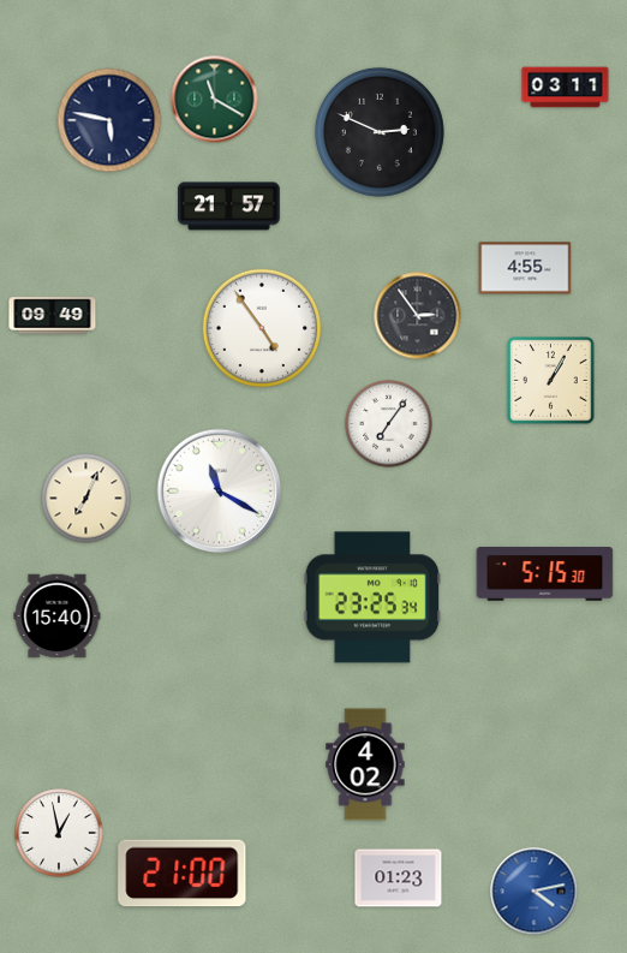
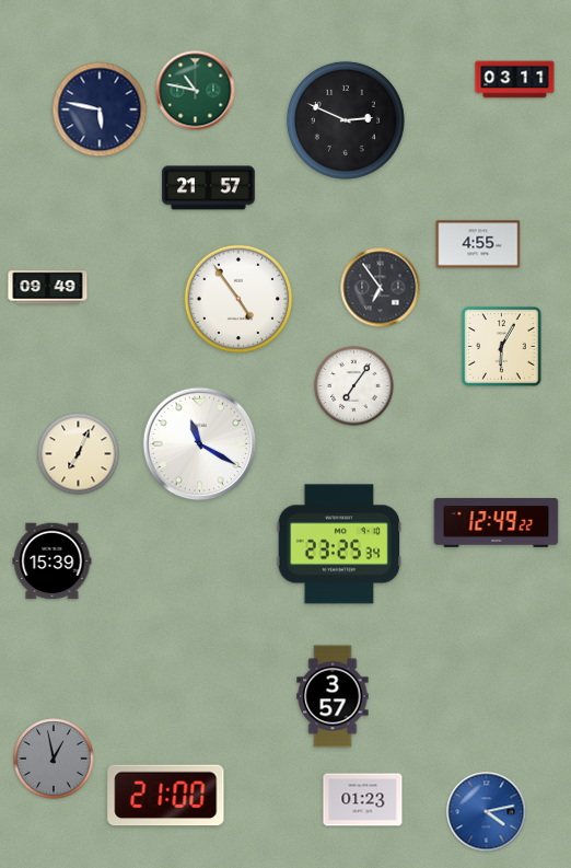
clock at (215, 100): 11:20 -> 10:47
clock at (418, 316): 2:54 -> 6:54
clock at (551, 381): 1:05 -> 6:05
clock at (220, 492) position: (220, 492) -> (200, 444)
clock at (545, 574): 5:15 -> 12:49
clock at (58, 617): 15:40 -> 15:39
clock at (365, 764): 4:02 -> 3:57
clock at (59, 833) dial: white -> grey
